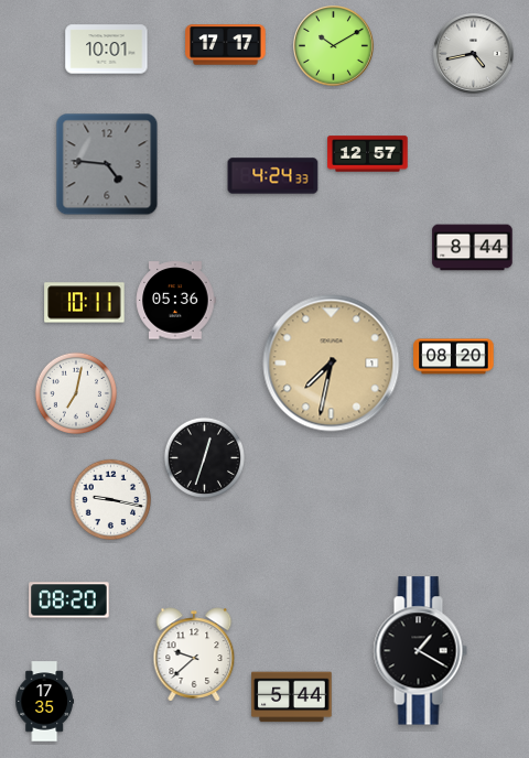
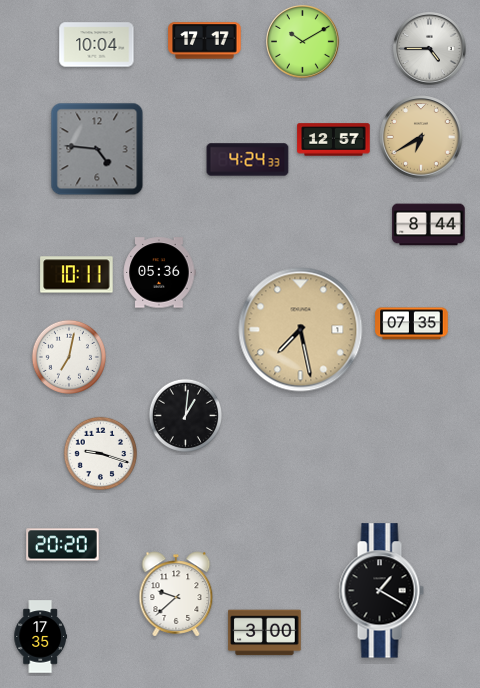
clock at (107, 50): 10:01 -> 10:04
clock at (474, 54): 4:43 -> 4:45
clock at (421, 137): none -> 6:40
clock at (454, 357): 08:20 -> 07:35
clock at (332, 364): 7:32 -> 7:28
clock at (204, 457): 12:33 -> 1:01
clock at (110, 499): 9:17 -> 9:18
clock at (69, 600): 08:20 -> 20:20
clock at (292, 697): 5:44 -> 3:00
